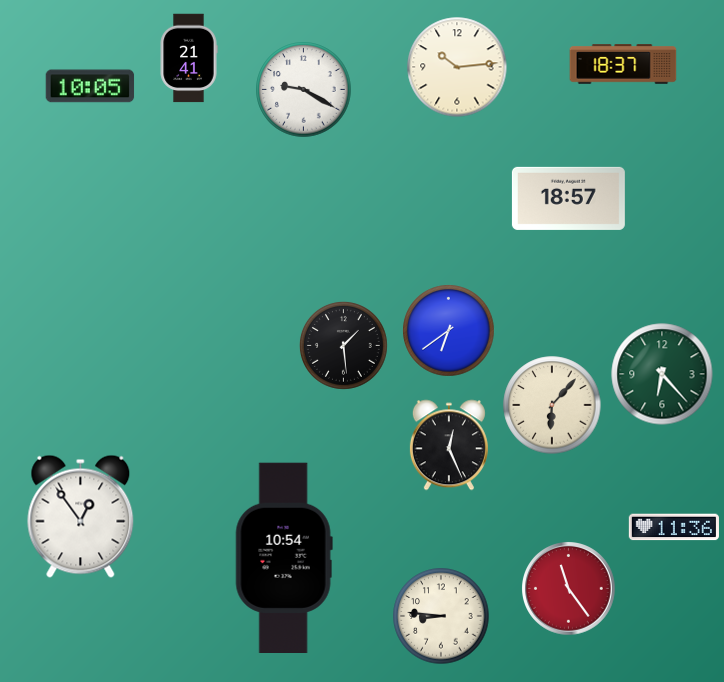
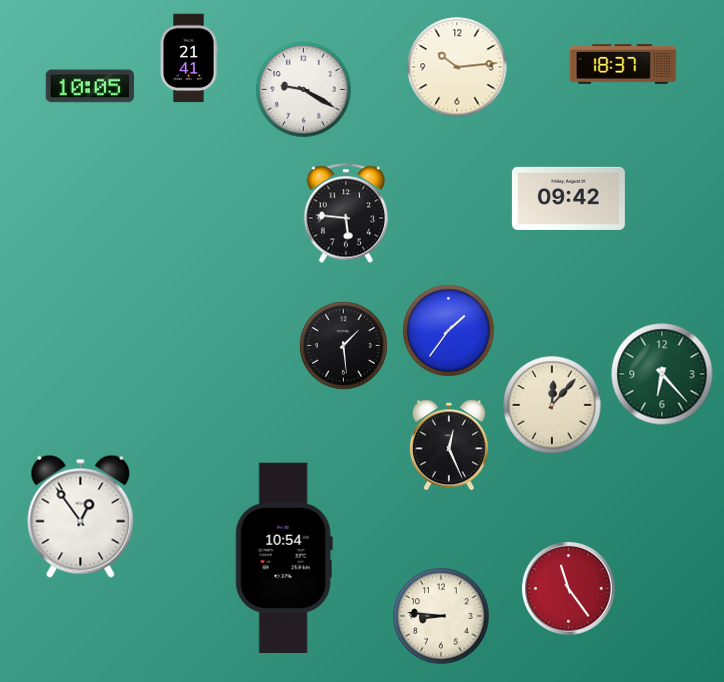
clock at (568, 198): 18:57 -> 09:42
clock at (346, 213): none -> 5:46
clock at (449, 331): 6:39 -> 1:36
clock at (552, 405): 6:07 -> 12:07
clock at (674, 527): 11:36 -> none
